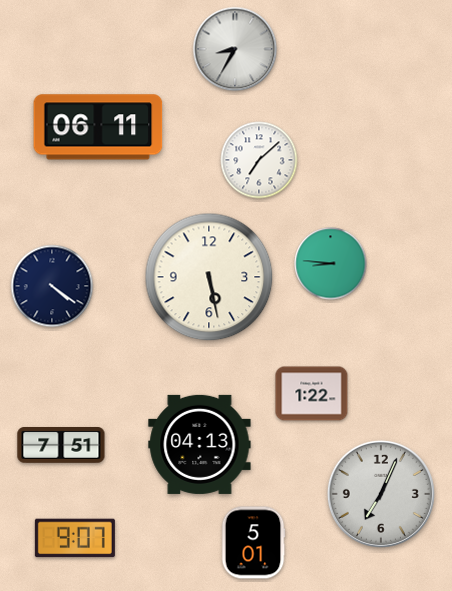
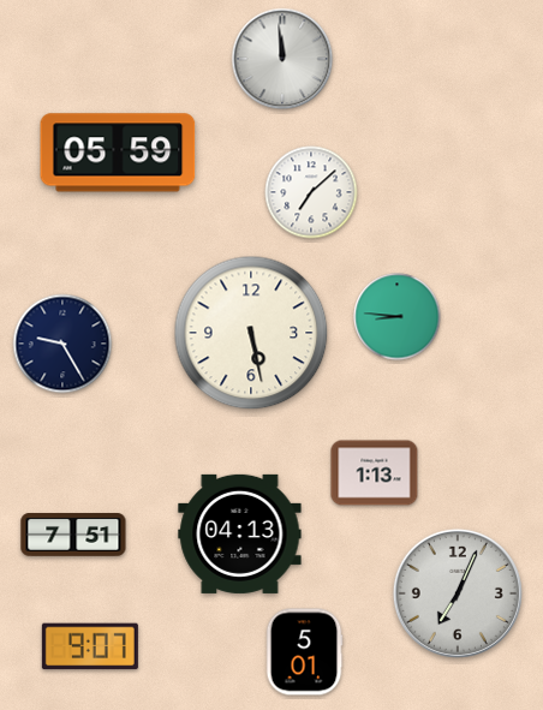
clock at (235, 49): 8:35 -> 11:59
clock at (98, 127): 06:11 -> 05:59
clock at (52, 286): 4:21 -> 9:25
clock at (312, 394): 1:22 -> 1:13
